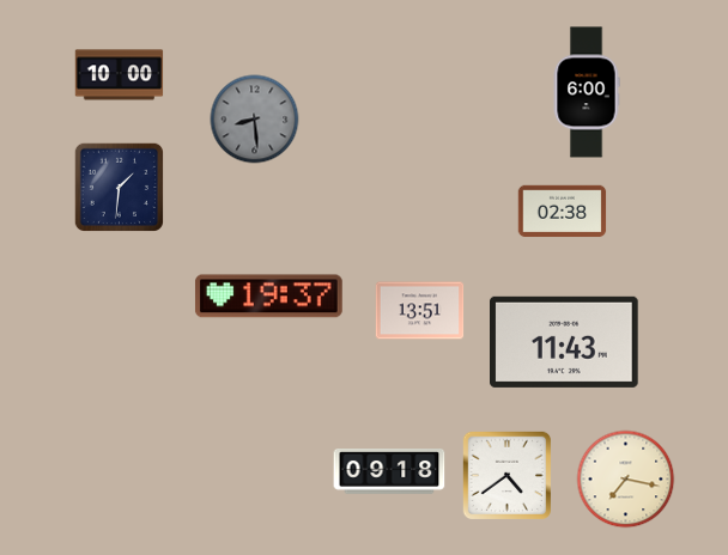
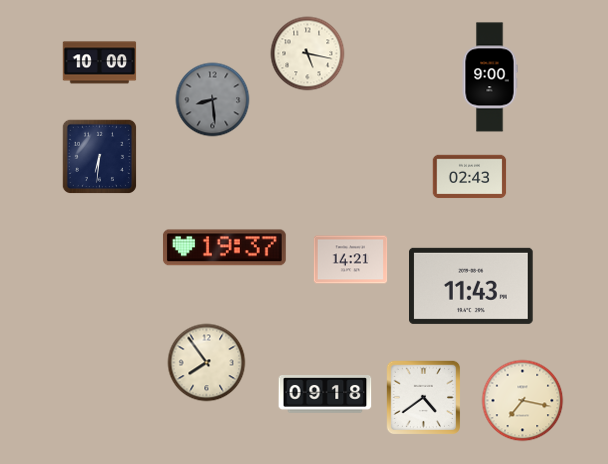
clock at (308, 54): none -> 5:17
clock at (587, 92): 6:00 -> 9:00
clock at (119, 187): 1:31 -> 6:31
clock at (563, 212): 02:38 -> 02:43
clock at (420, 311): 13:51 -> 14:21
clock at (207, 363): none -> 7:54
